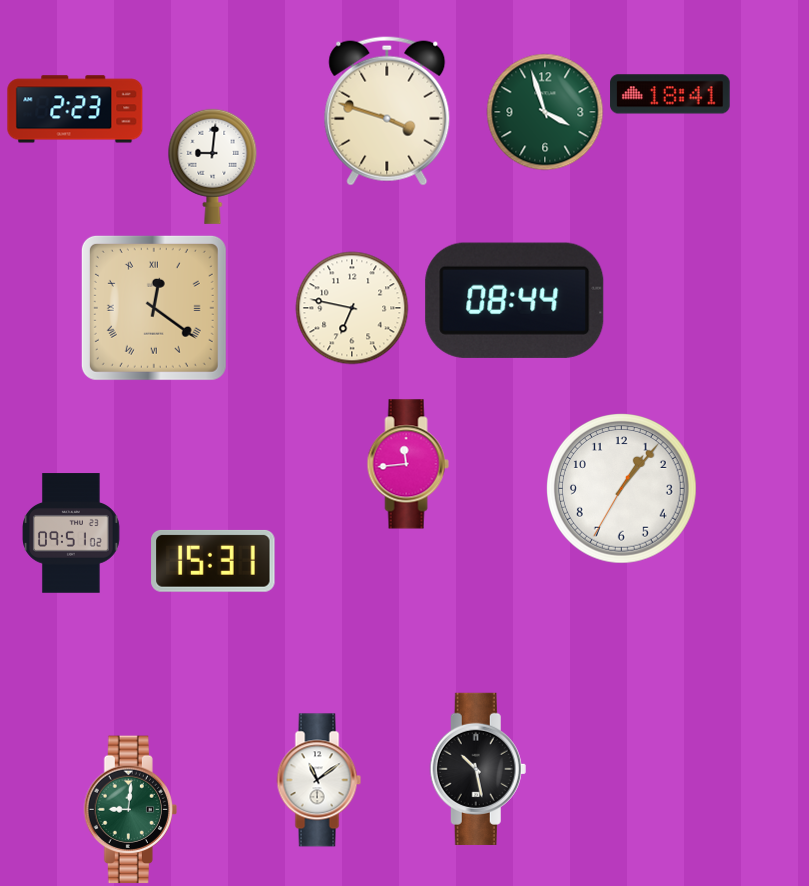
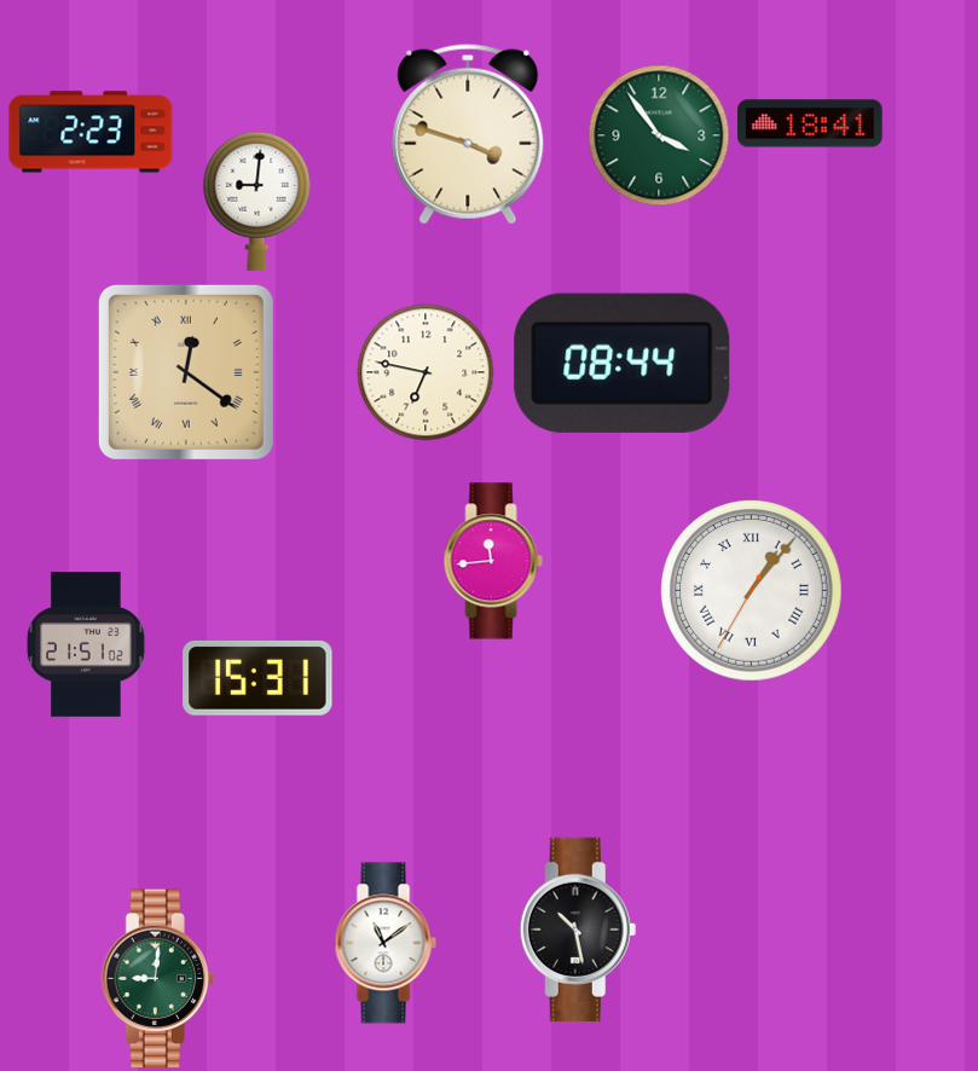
clock at (670, 94) position: (670, 94) -> (810, 123)
clock at (545, 112): 3:57 -> 3:54
clock at (622, 489) numerals: Arabic -> Roman
clock at (72, 533): 09:51 -> 21:51
